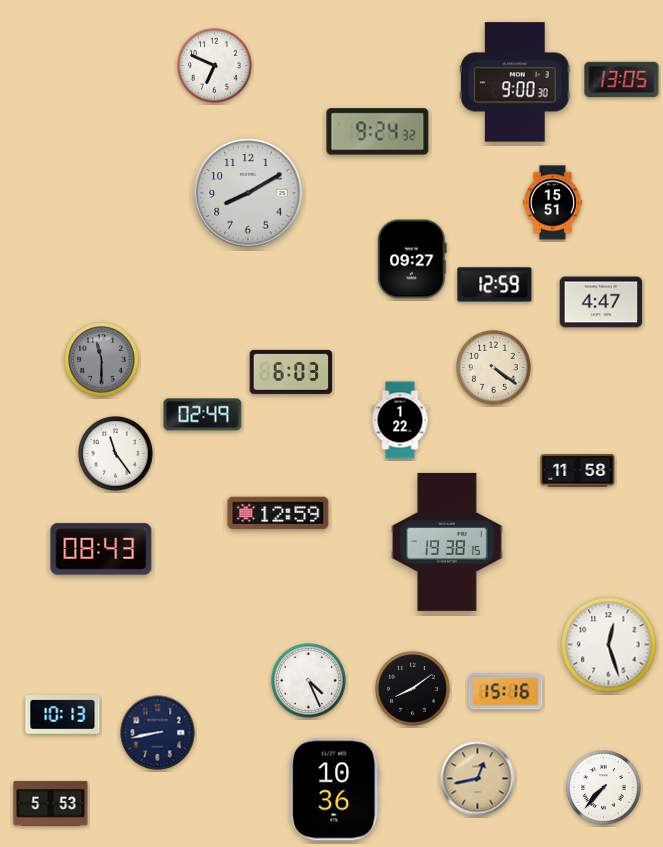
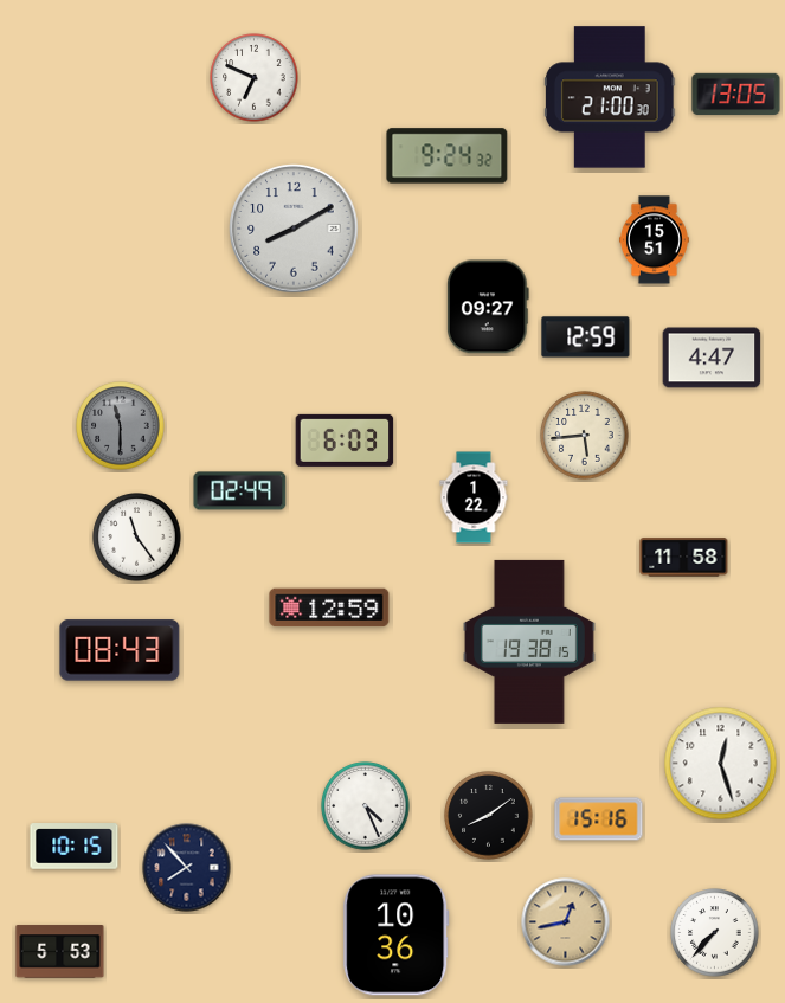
clock at (515, 82): 9:00 -> 21:00
clock at (494, 368): 4:21 -> 5:44
clock at (63, 715): 10:13 -> 10:15
clock at (158, 733): 8:43 -> 7:53
